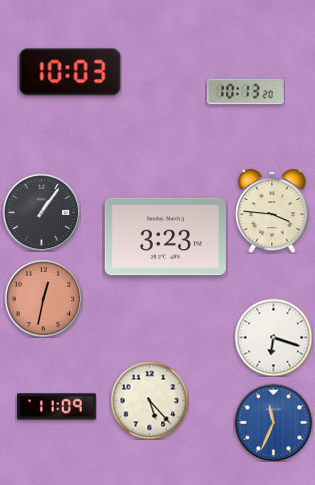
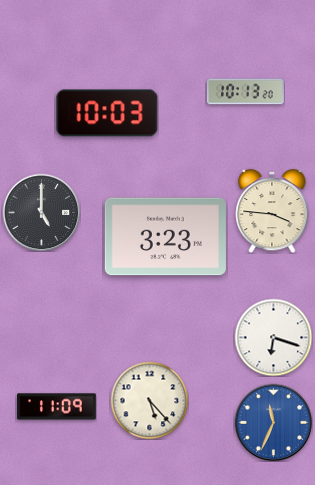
clock at (70, 72) position: (70, 72) -> (107, 113)
clock at (41, 212): 1:06 -> 5:00
clock at (43, 298): 12:32 -> none
